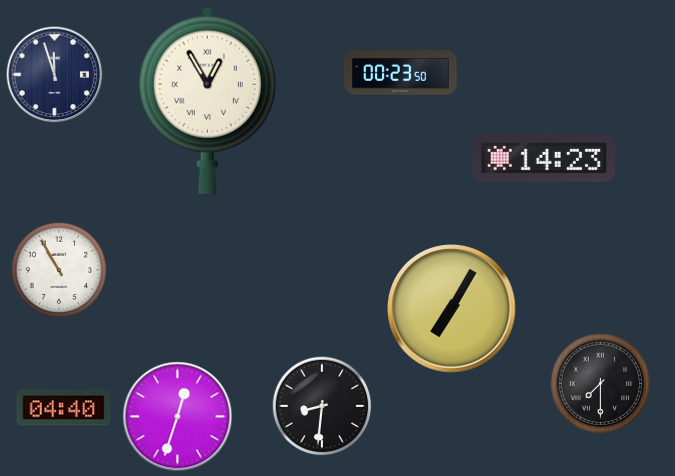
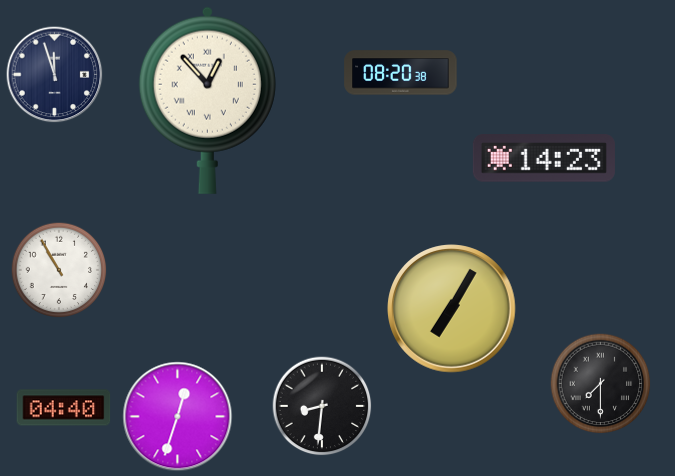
clock at (401, 73): 00:23 -> 08:20
clock at (207, 100): 12:55 -> 12:53
